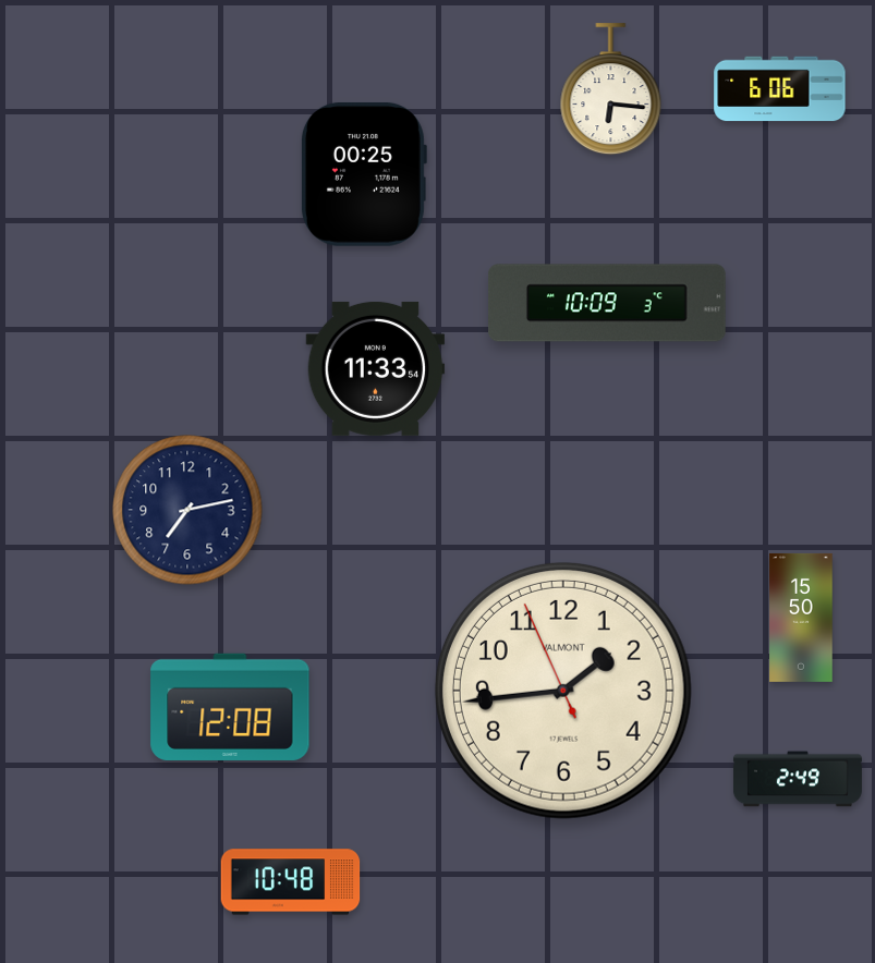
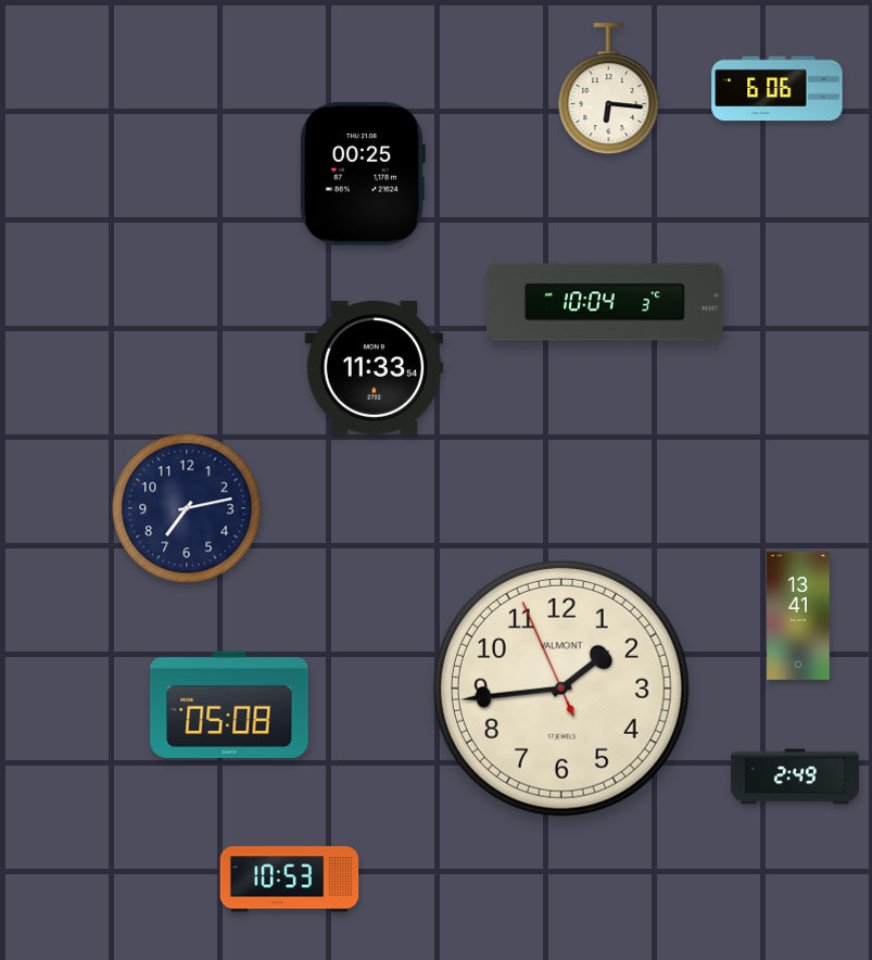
clock at (608, 303): 10:09 -> 10:04
clock at (801, 618): 15:50 -> 13:41
clock at (230, 707): 12:08 -> 05:08
clock at (291, 882): 10:48 -> 10:53
